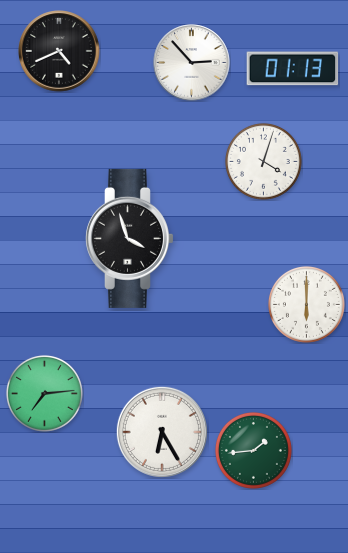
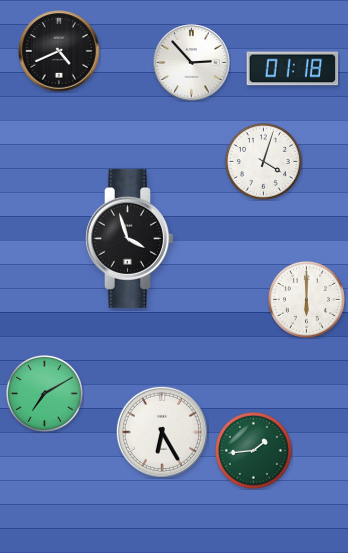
clock at (293, 69): 01:13 -> 01:18
clock at (306, 304) position: (306, 304) -> (306, 299)
clock at (44, 393): 7:14 -> 7:10
